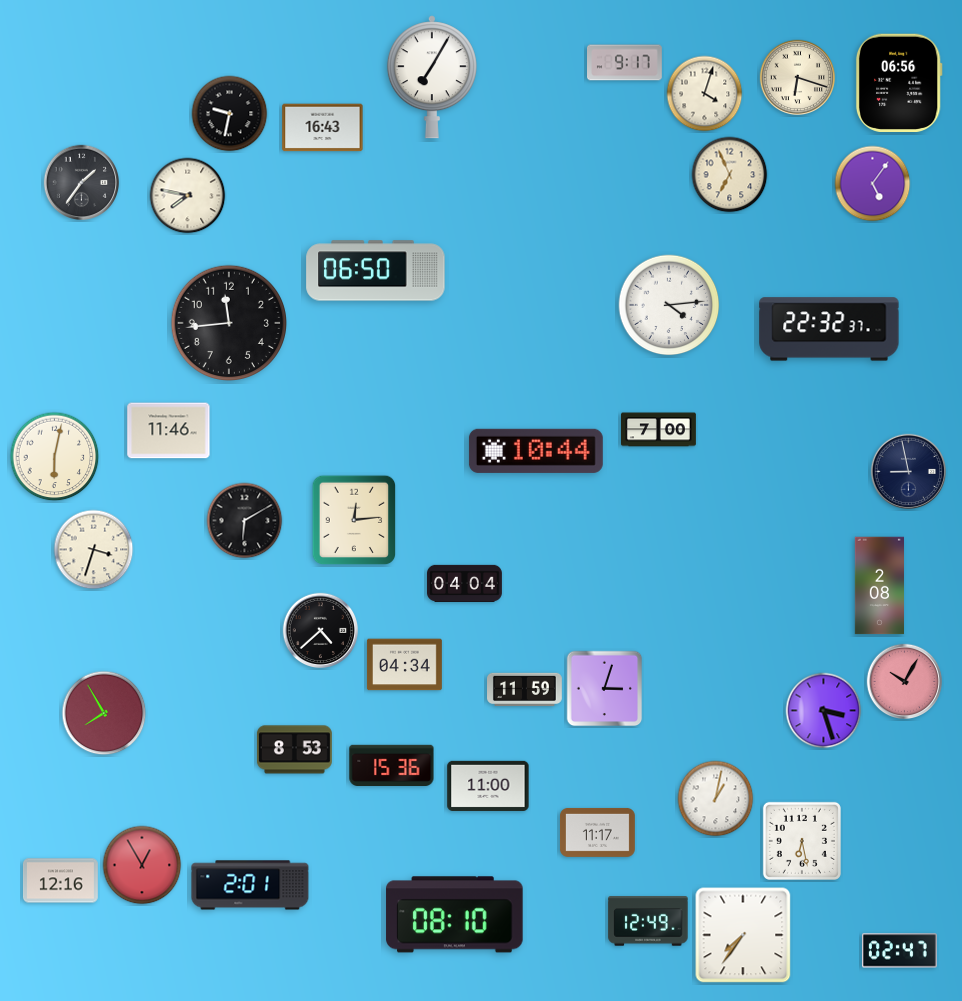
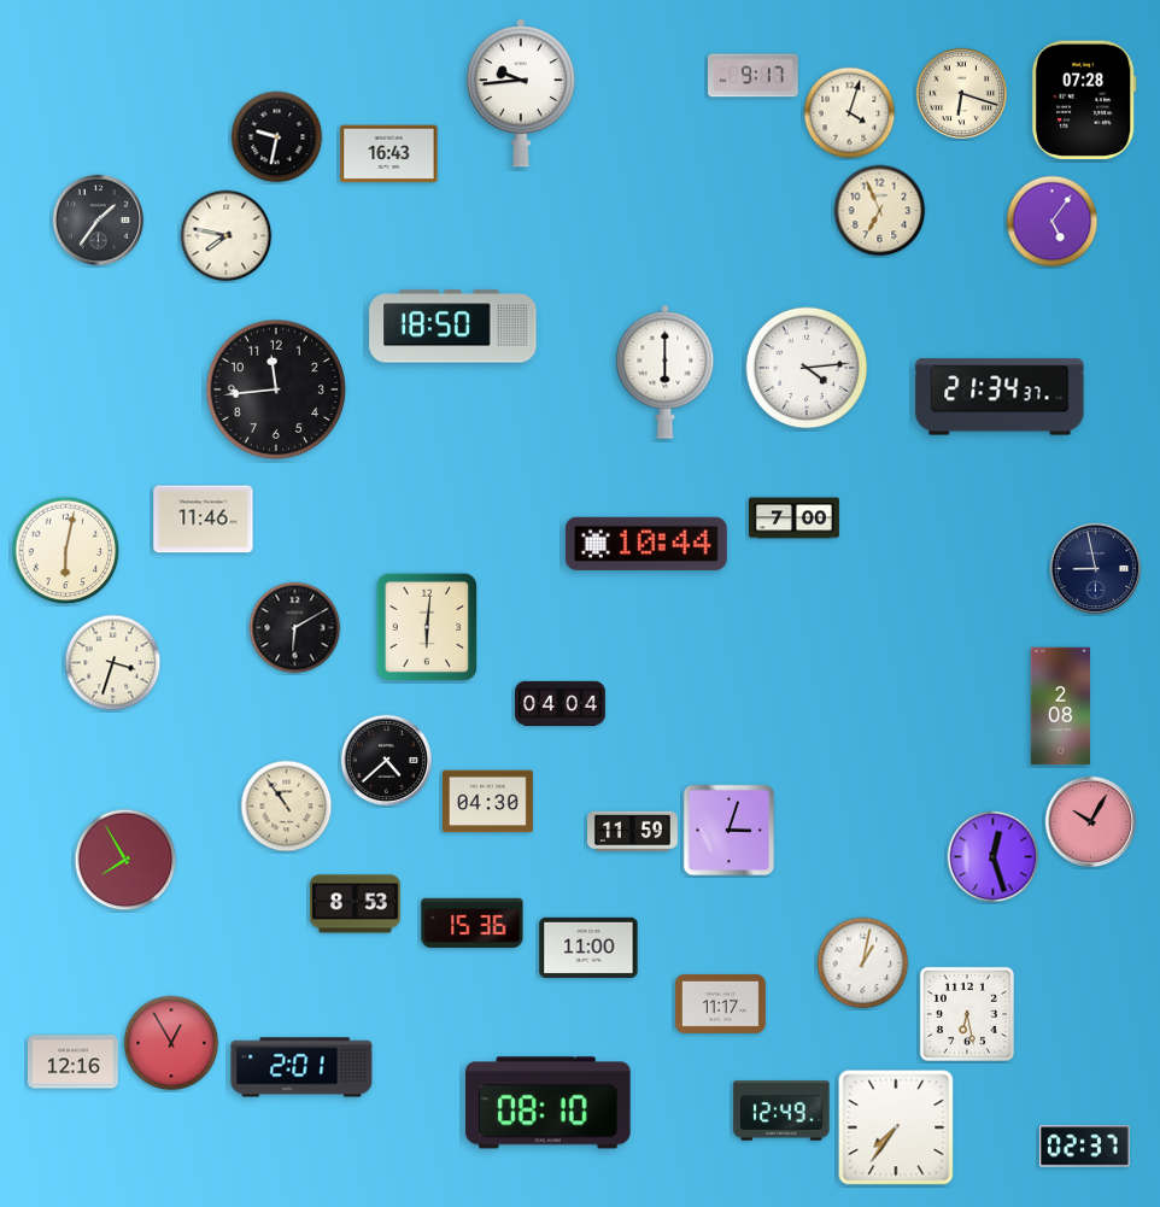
clock at (432, 77): 7:05 -> 9:44
clock at (899, 82): 06:56 -> 07:28
clock at (376, 271): 06:50 -> 18:50
clock at (666, 371): none -> 6:00
clock at (829, 329): 22:32 -> 21:34
clock at (354, 520): 12:14 -> 6:01
clock at (404, 665): 04:34 -> 04:30
clock at (287, 807): none -> 10:54
clock at (824, 711): 3:27 -> 12:27
clock at (899, 951): 02:47 -> 02:37
